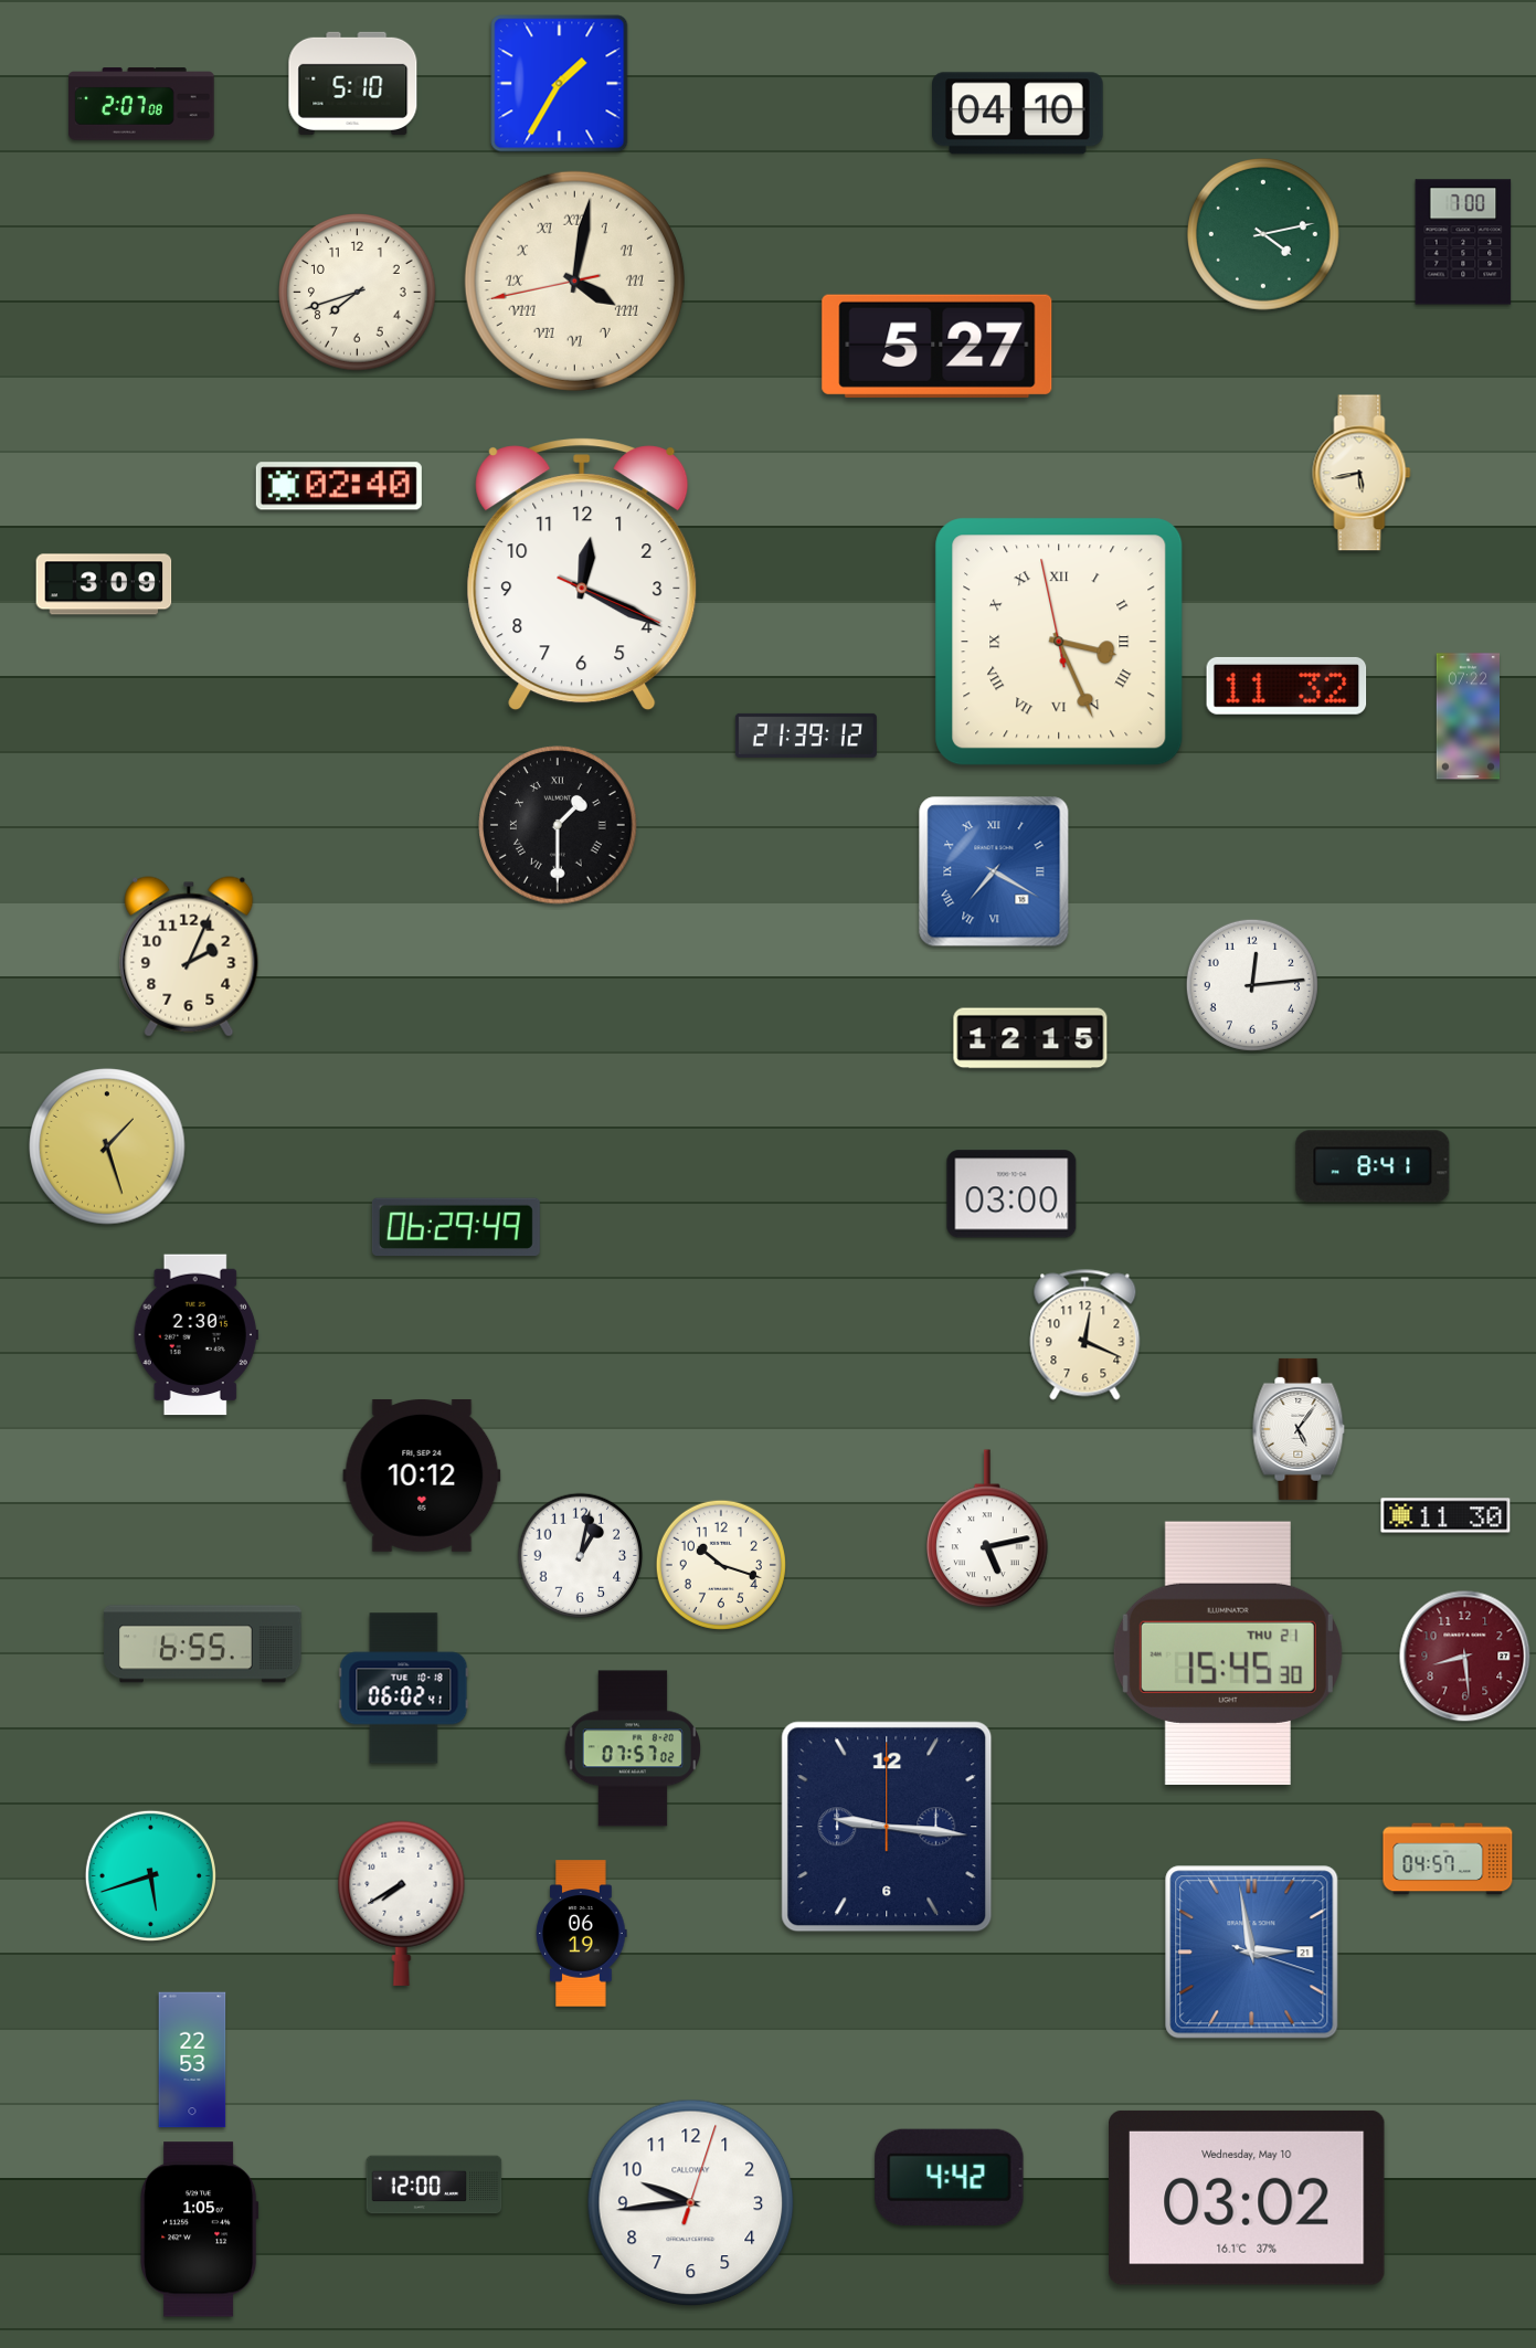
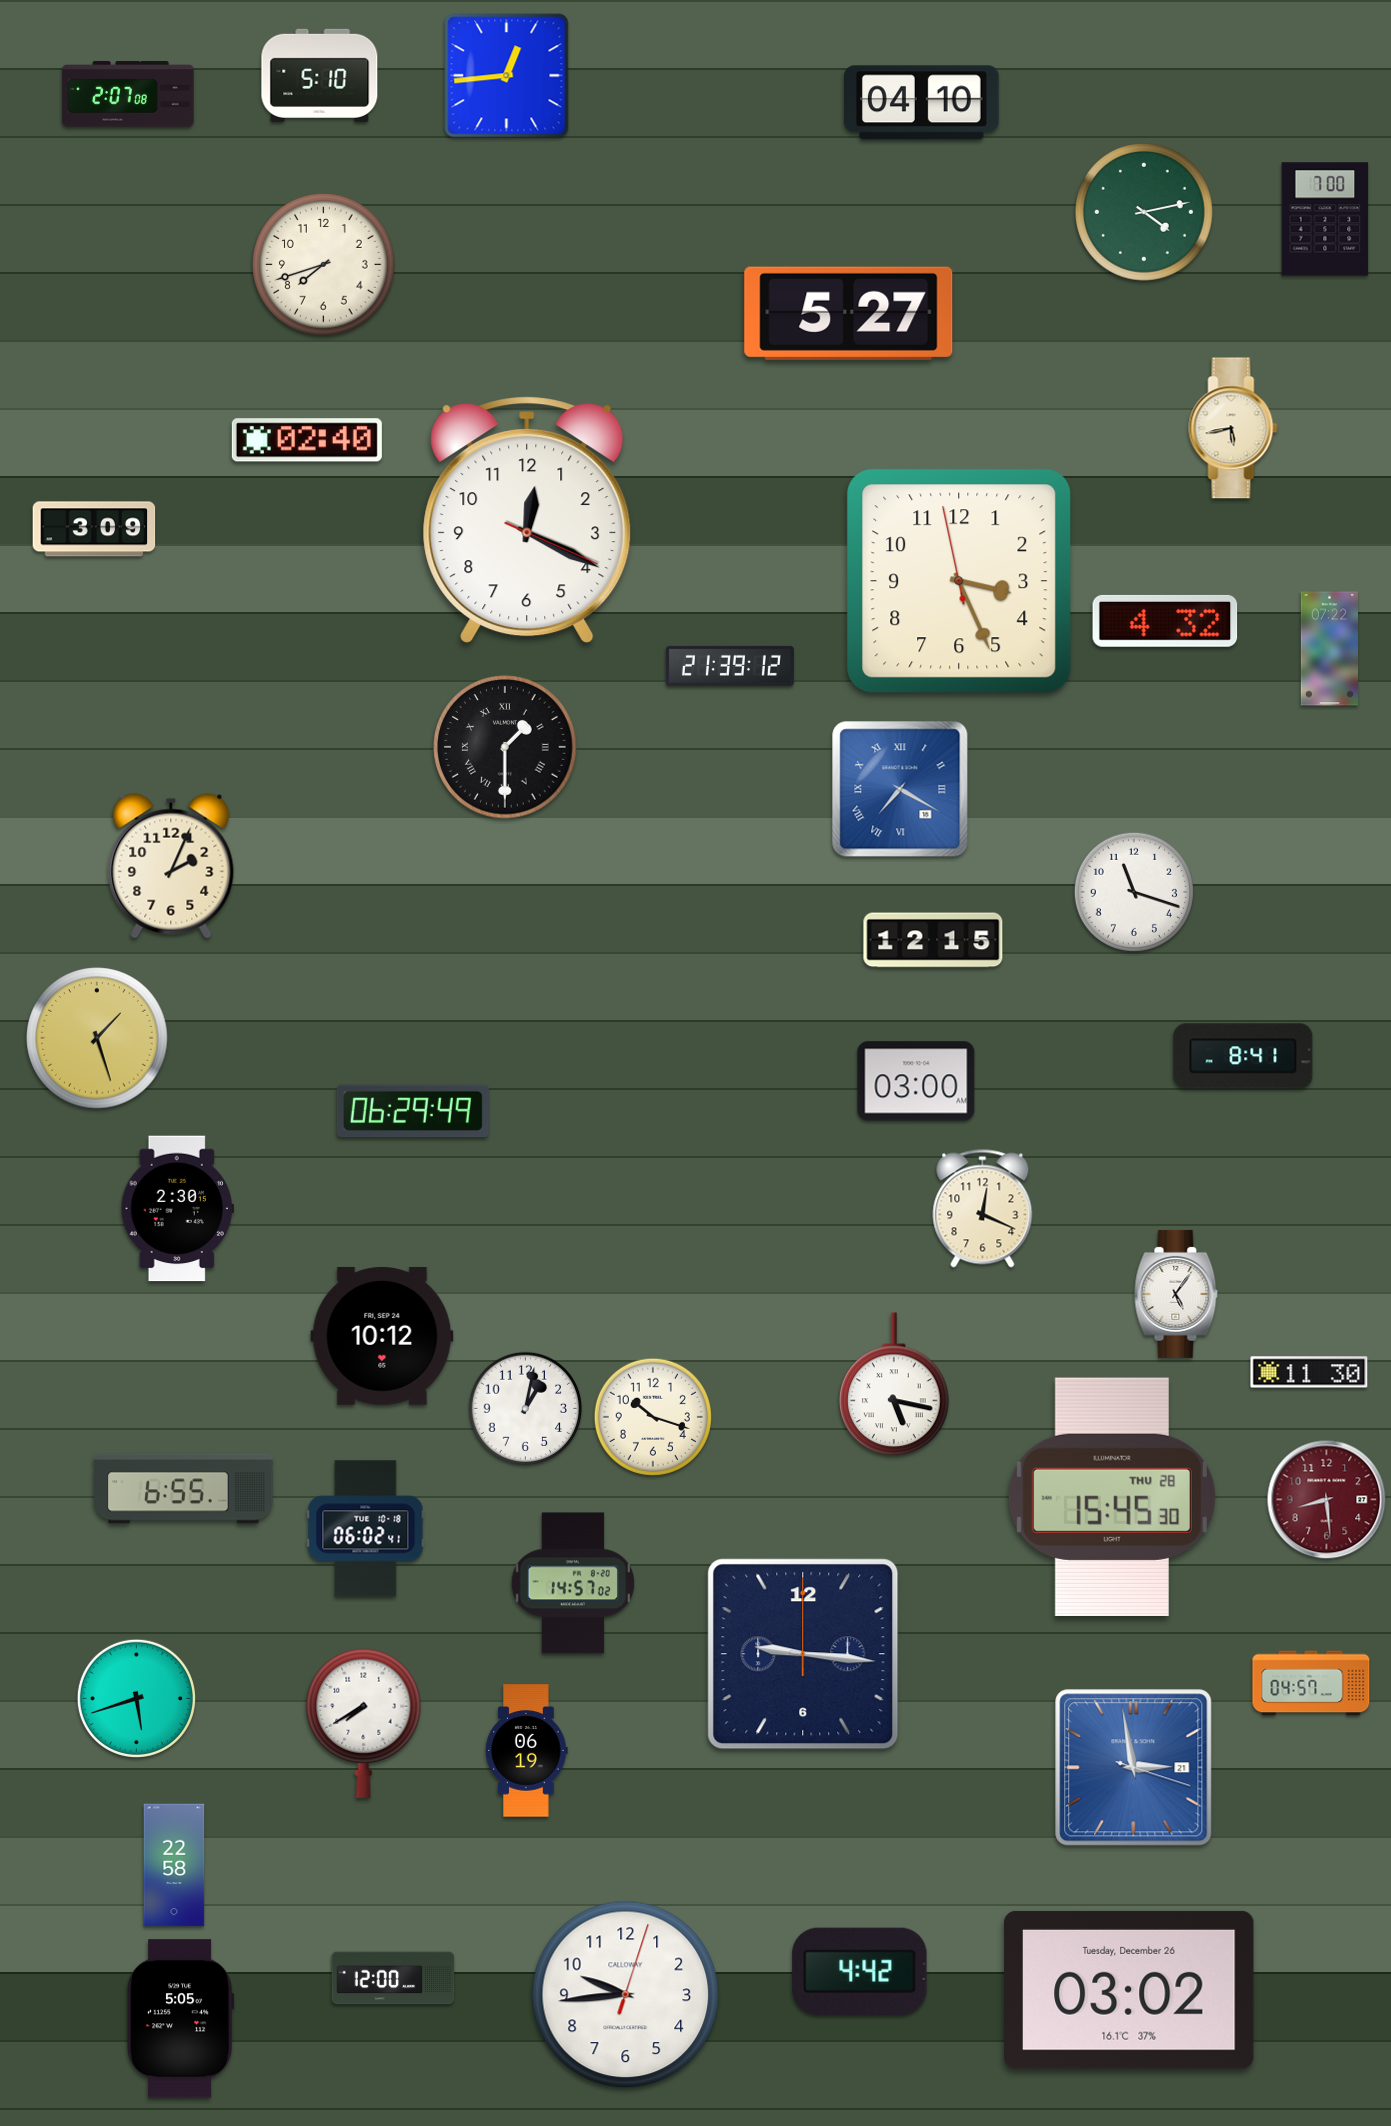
clock at (560, 84): 1:35 -> 12:44
clock at (574, 281): 4:01 -> none
clock at (1059, 642) numerals: Roman -> Arabic
clock at (1286, 686): 11:32 -> 4:32
clock at (1252, 985): 12:14 -> 11:18
clock at (988, 1530): 5:13 -> 5:17
clock at (1228, 1653) date: THU 21 -> THU 28
clock at (632, 1748): 07:57 -> 14:57
clock at (192, 2060): 22:53 -> 22:58
clock at (1247, 2198) date: Wednesday, May 10 -> Tuesday, December 26
clock at (200, 2230): 1:05 -> 5:05
